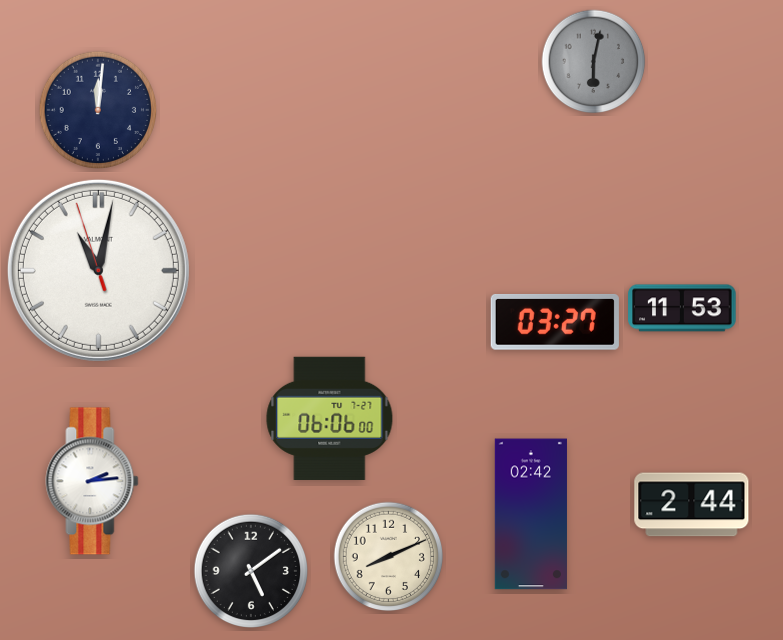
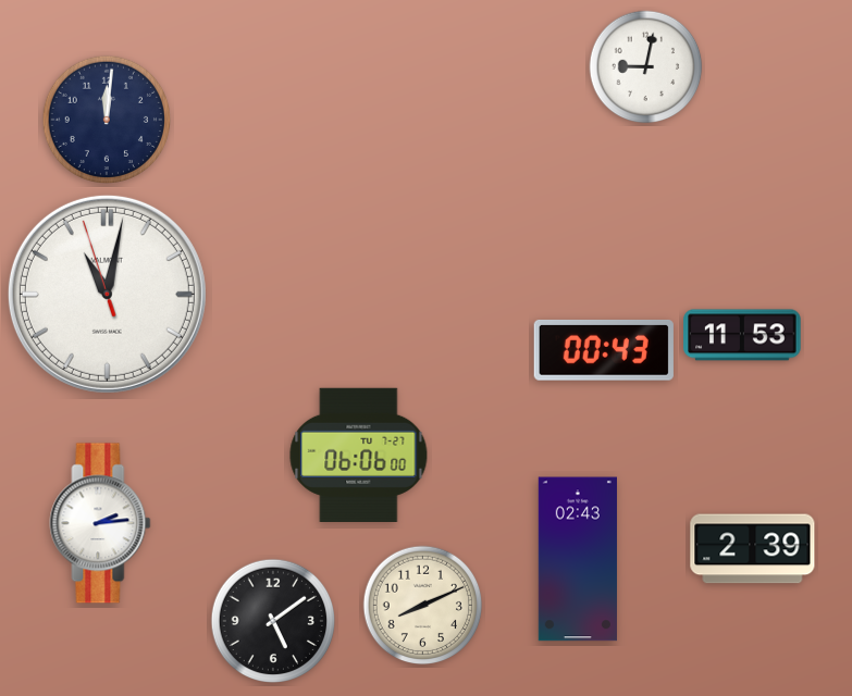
clock at (594, 62): 6:02 -> 9:02
clock at (594, 62) dial: grey -> white
clock at (555, 322): 03:27 -> 00:43
clock at (692, 505): 2:44 -> 2:39
clock at (531, 514): 02:42 -> 02:43
